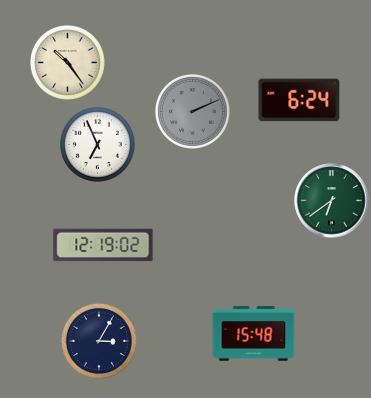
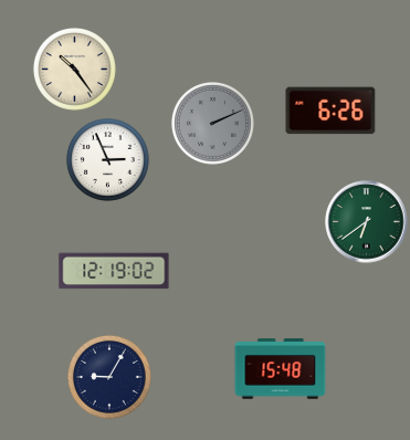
clock at (299, 100): 6:24 -> 6:26
clock at (97, 144): 6:56 -> 2:56
clock at (99, 341): 3:05 -> 9:05
